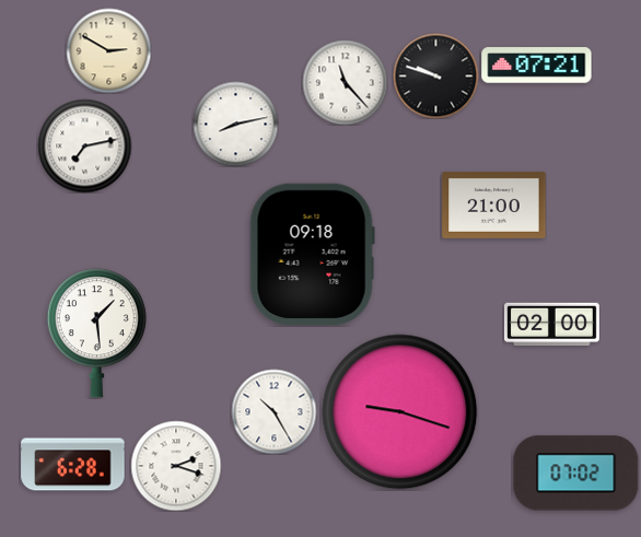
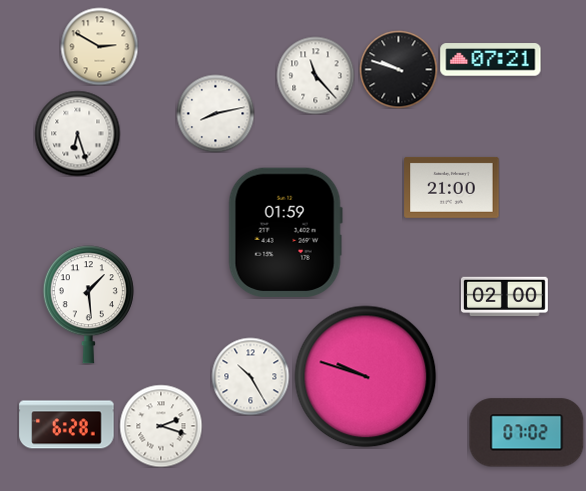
clock at (84, 145): 7:13 -> 6:27
clock at (312, 254): 09:18 -> 01:59
clock at (400, 412): 9:18 -> 9:48
